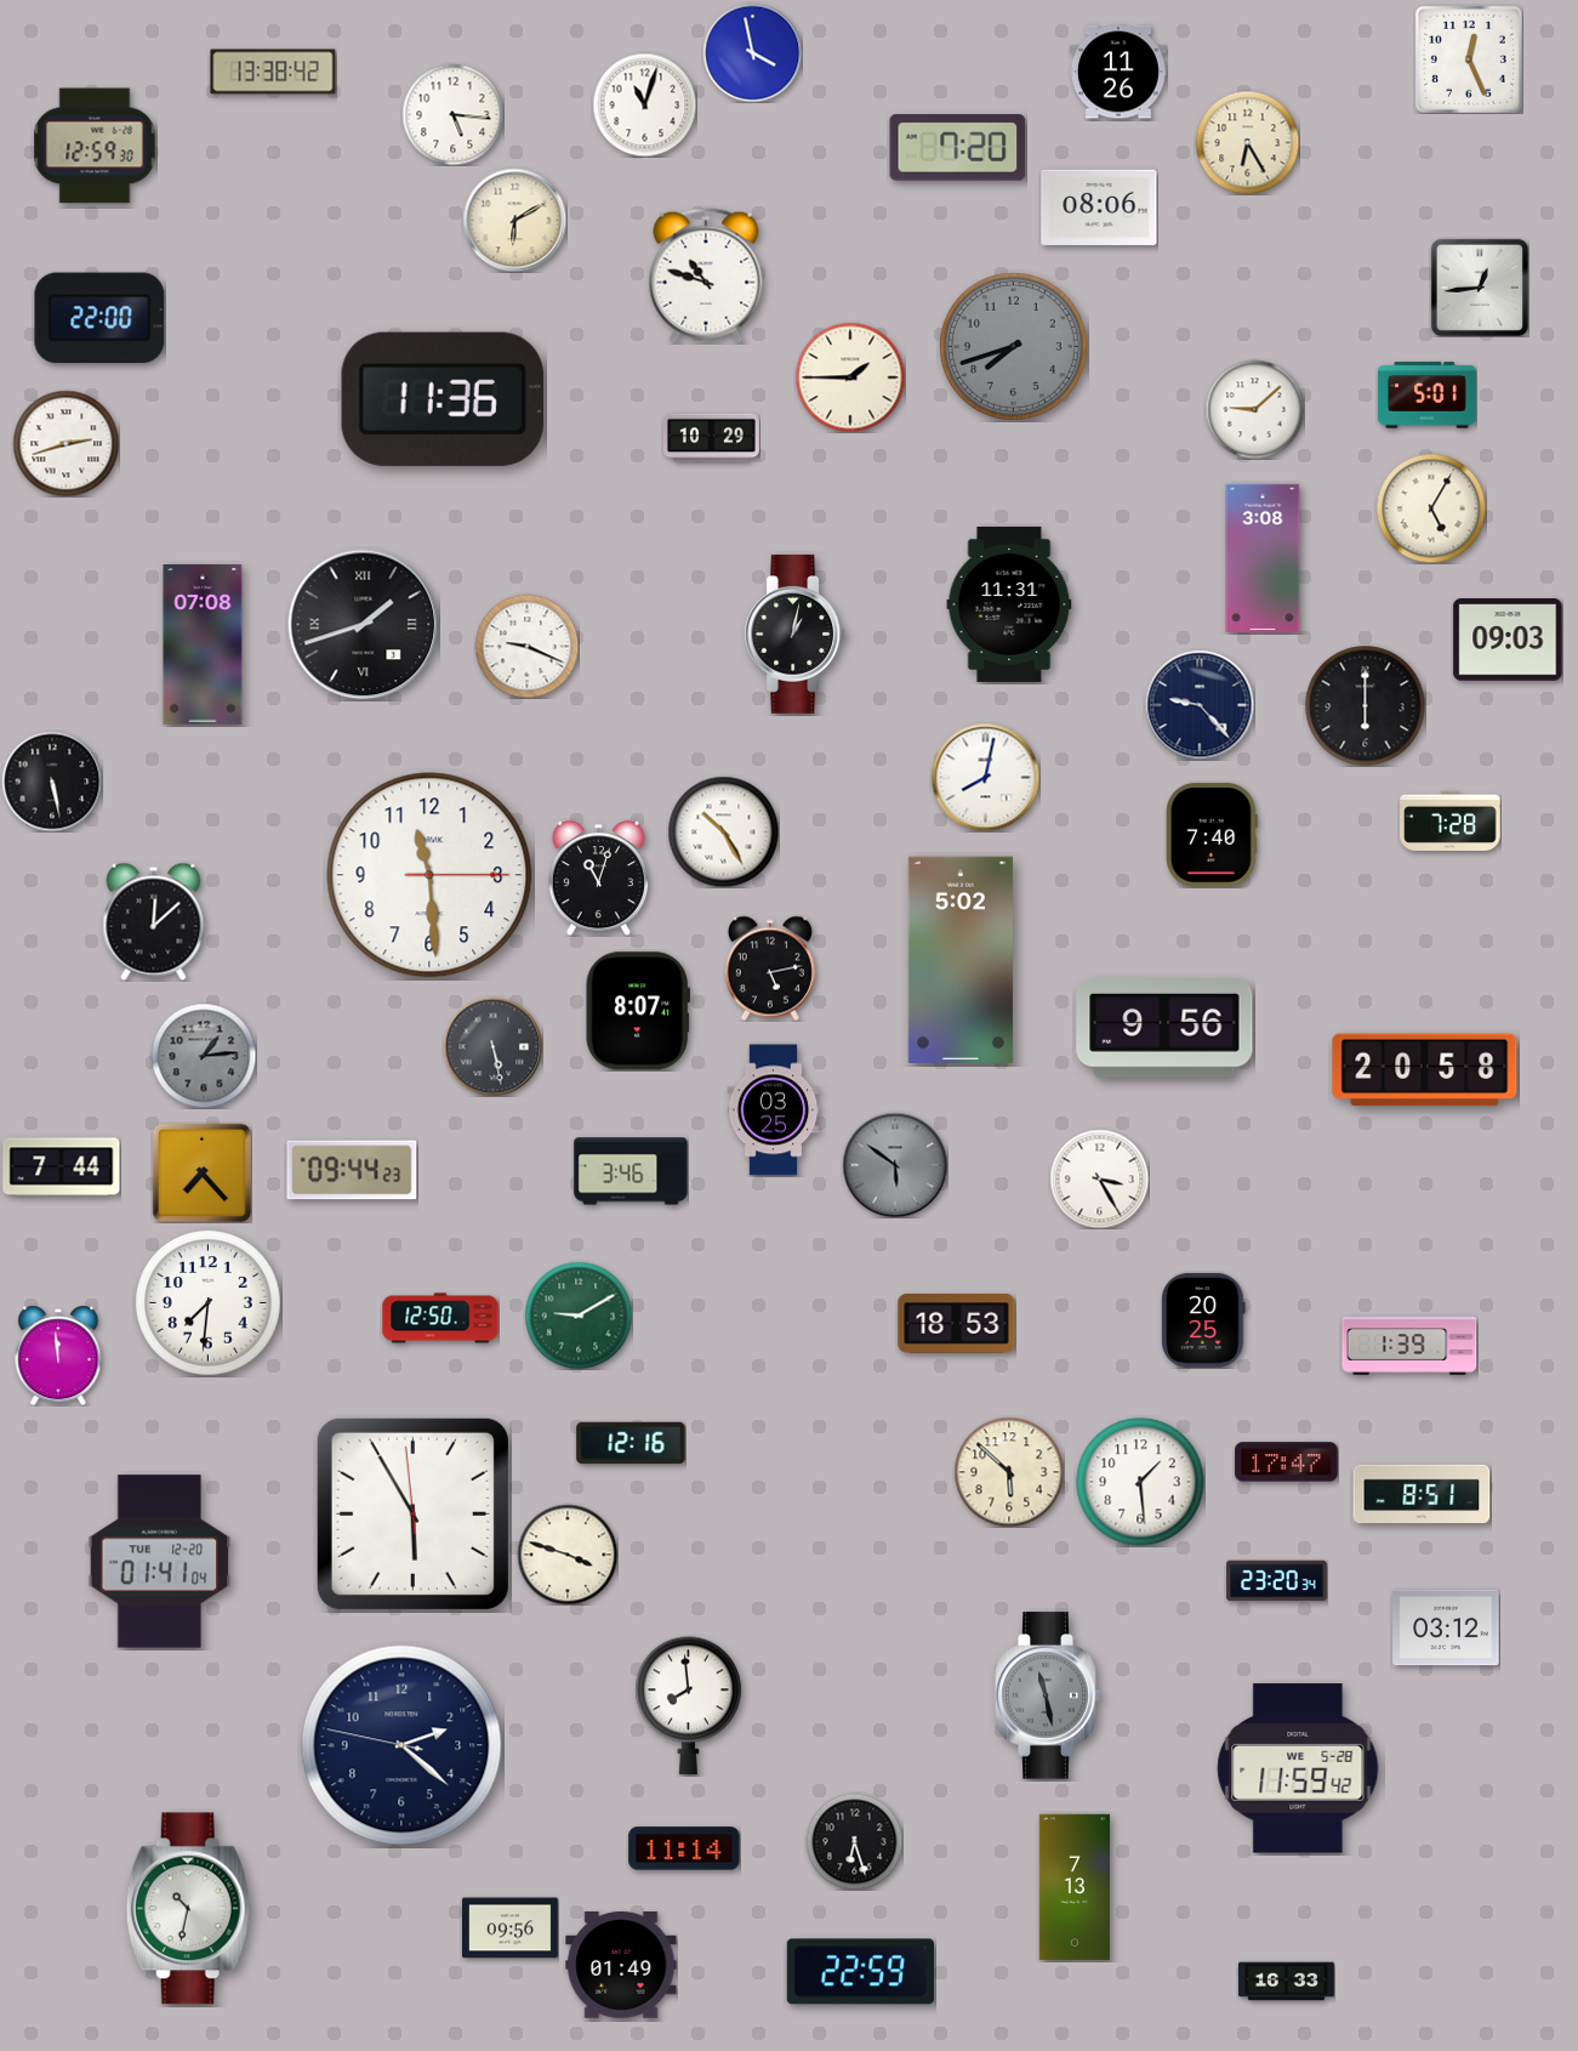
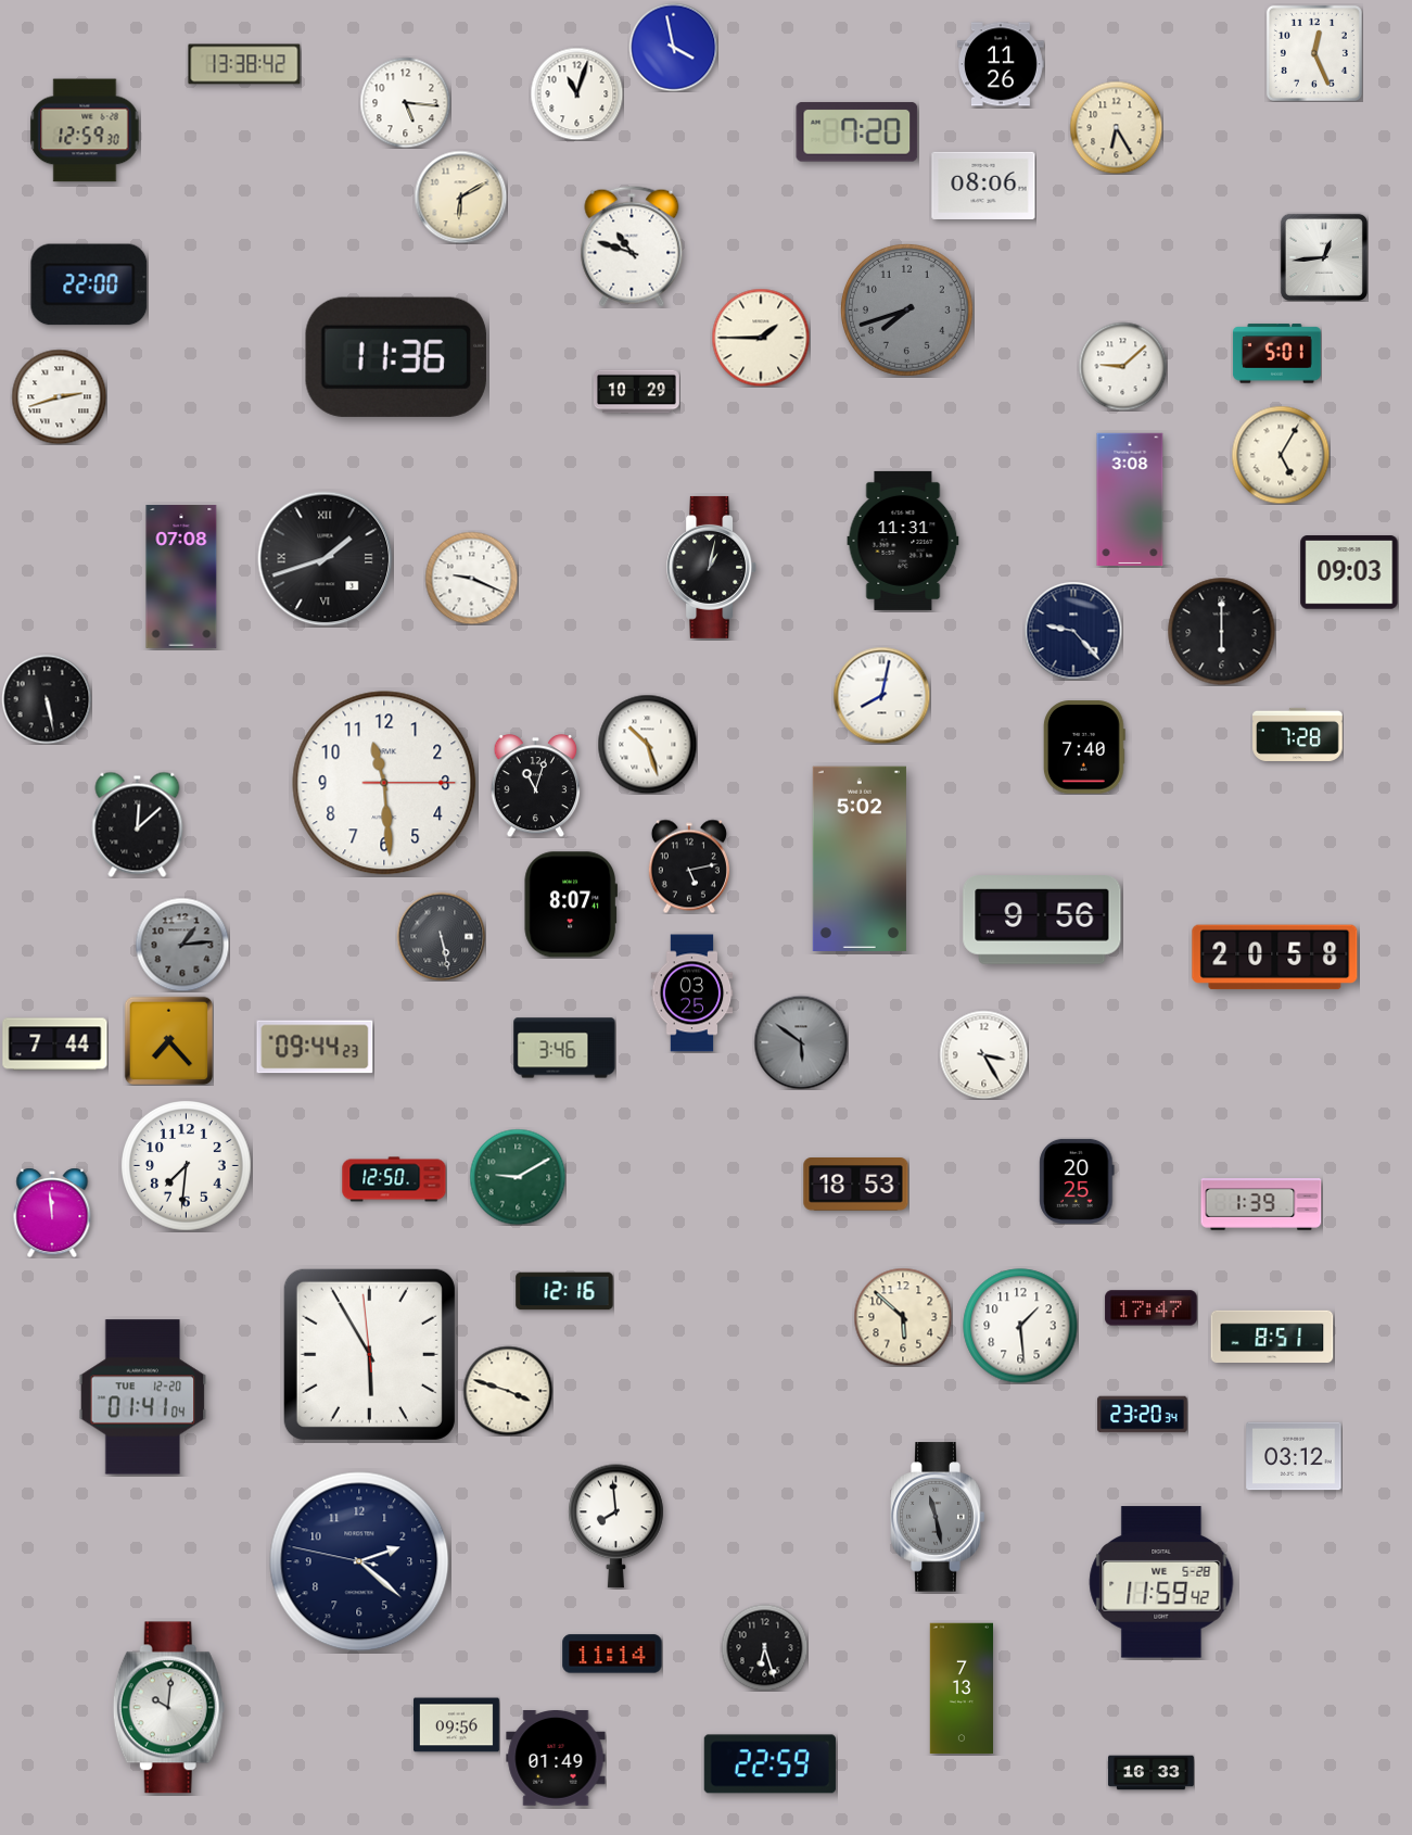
clock at (723, 831): 10:25 -> 10:27
clock at (201, 1172) position: (201, 1172) -> (168, 1040)
clock at (188, 1909): 10:32 -> 10:01
